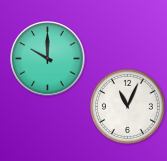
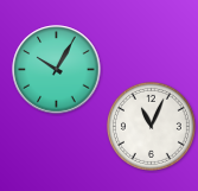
clock at (48, 59): 10:00 -> 10:05
